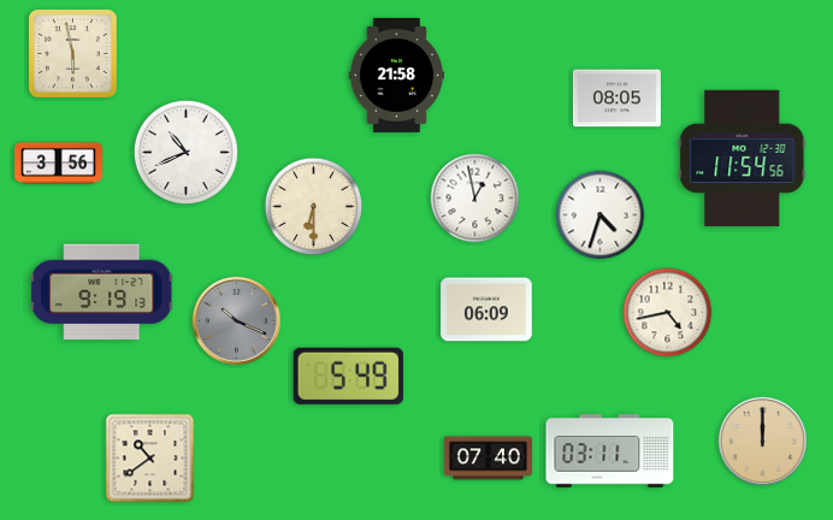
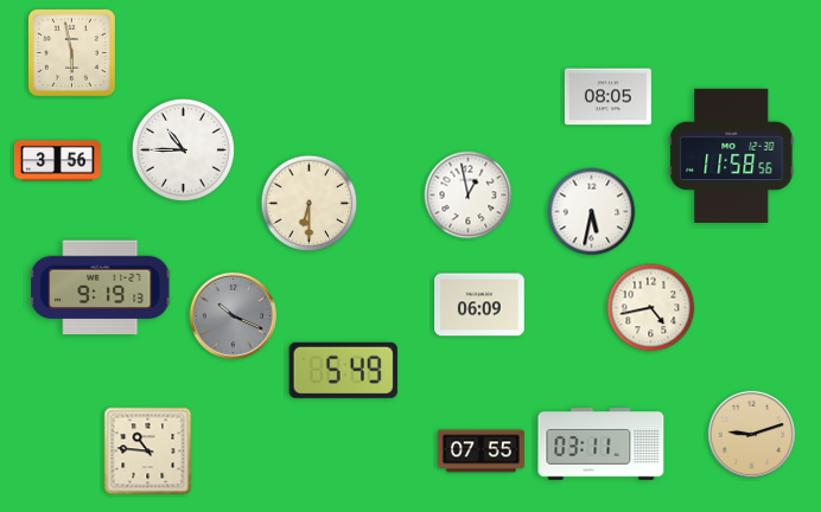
clock at (396, 75): 21:58 -> none
clock at (185, 152): 10:41 -> 10:45
clock at (743, 158): 11:54 -> 11:58
clock at (601, 215): 4:33 -> 5:32
clock at (668, 313) position: (668, 313) -> (651, 308)
clock at (762, 441): 12:00 -> 9:12
clock at (150, 459): 10:39 -> 10:46
clock at (488, 459): 07:40 -> 07:55
